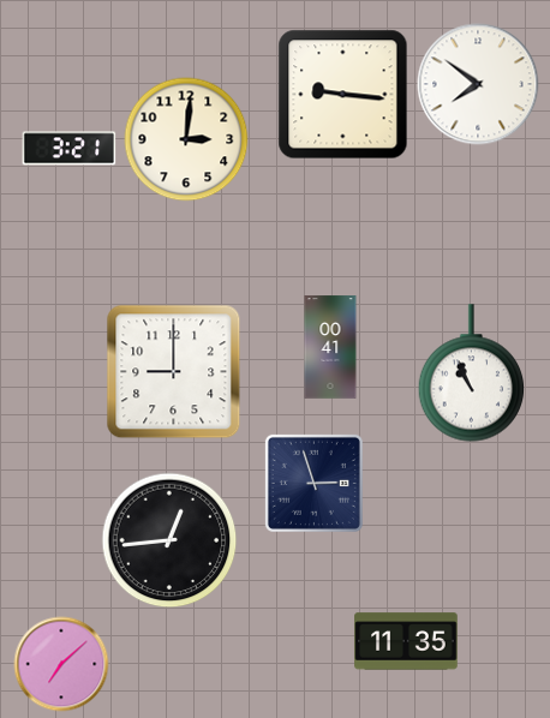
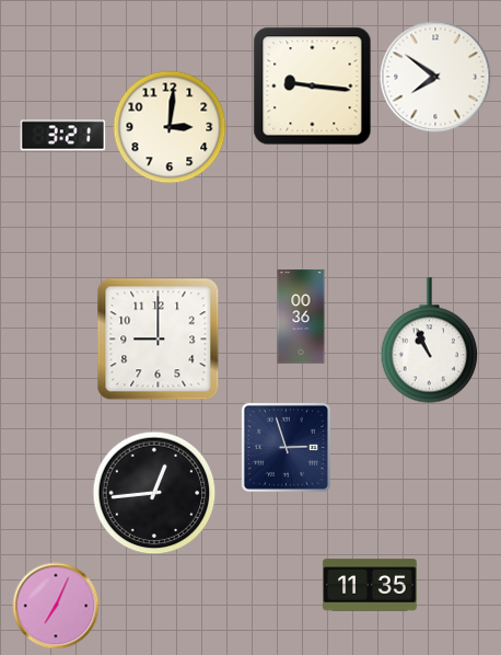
clock at (330, 347): 00:41 -> 00:36
clock at (313, 483) position: (313, 483) -> (286, 447)
clock at (61, 664): 7:08 -> 7:04
